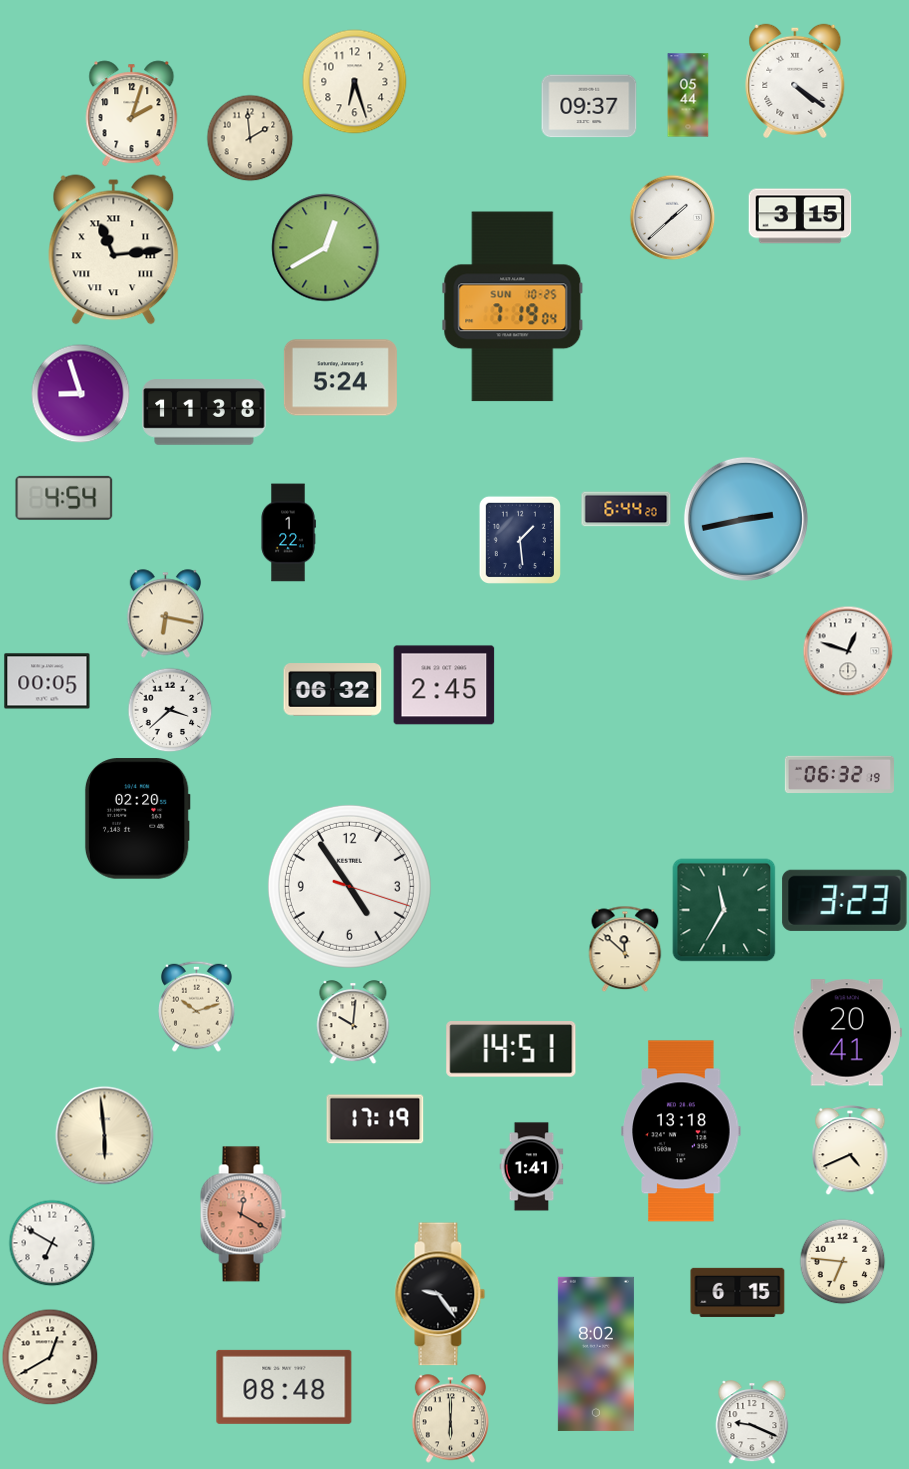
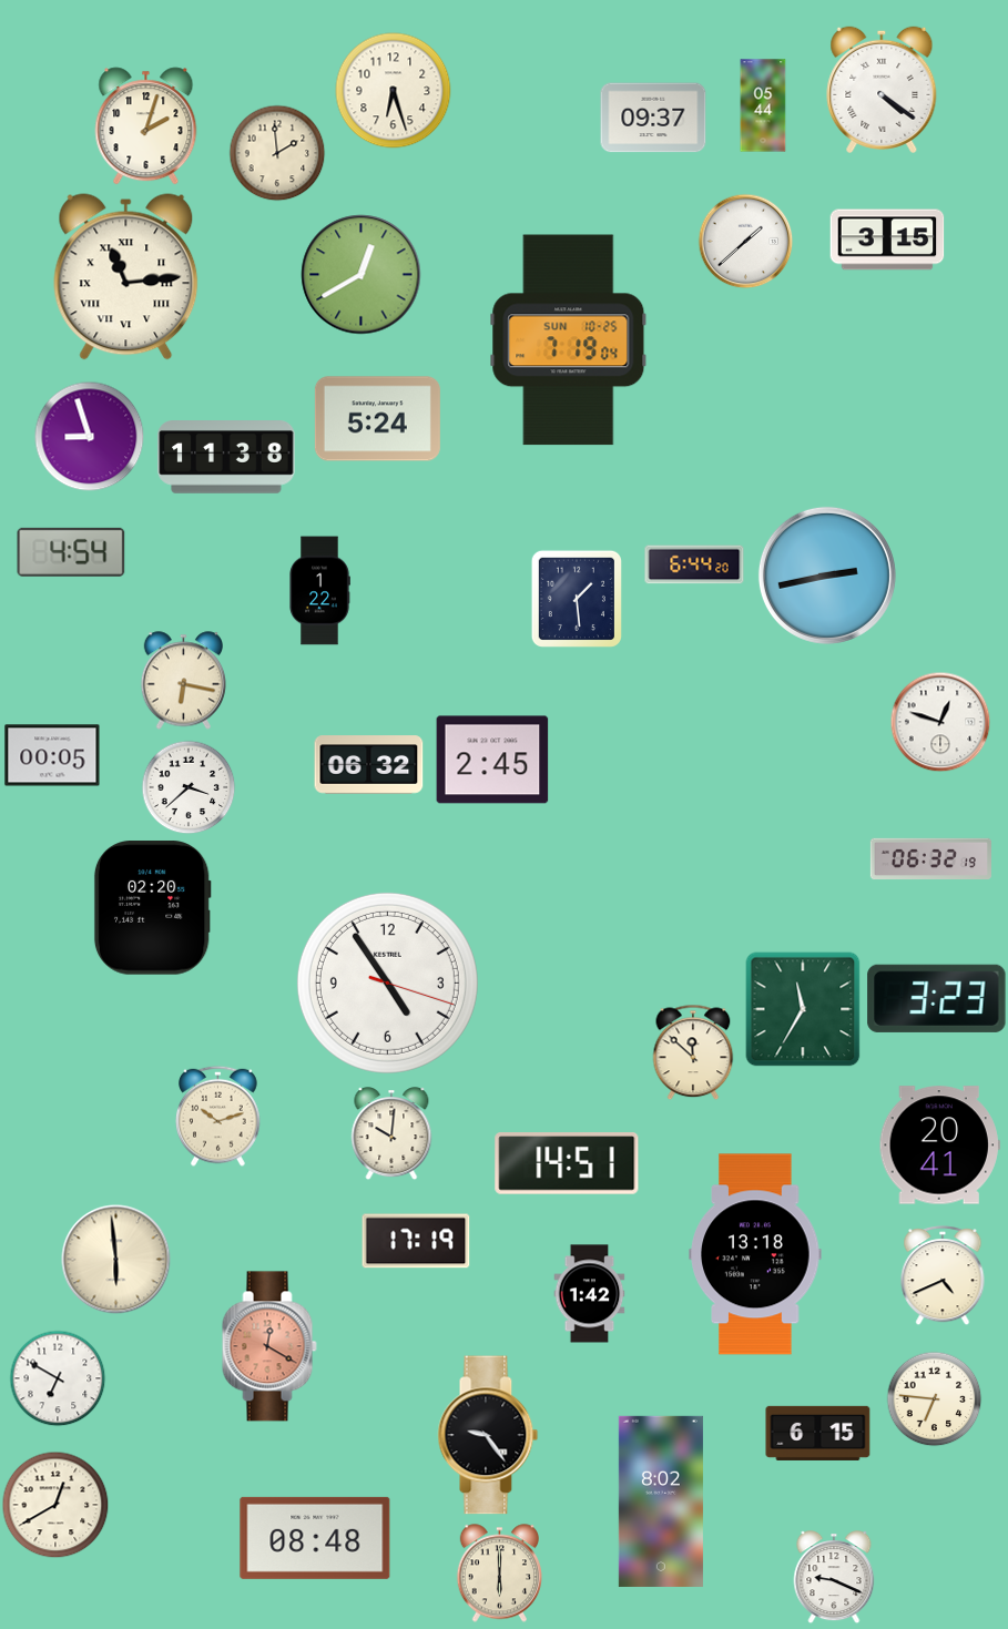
clock at (532, 1167): 1:41 -> 1:42
